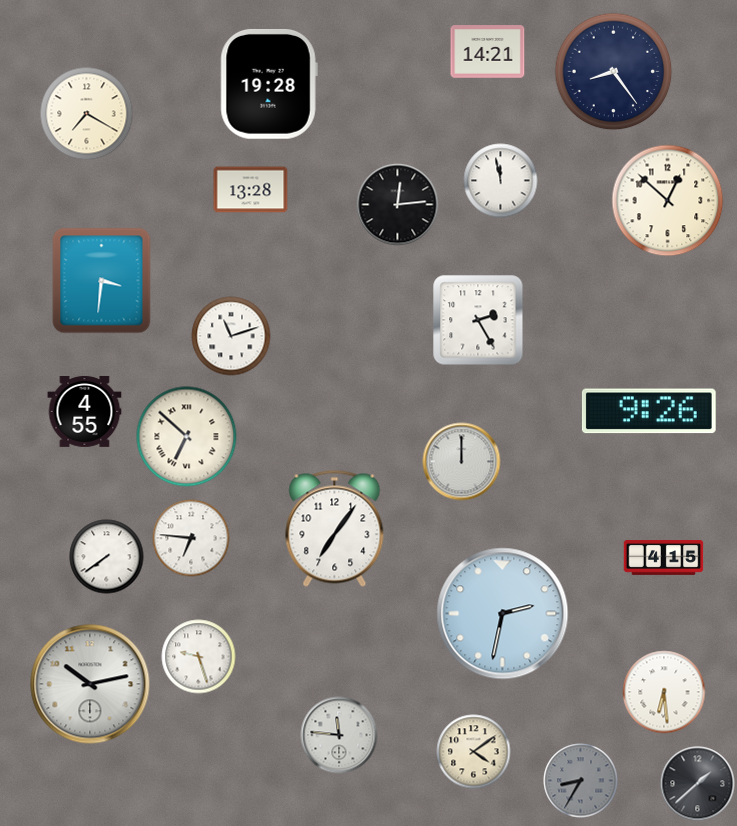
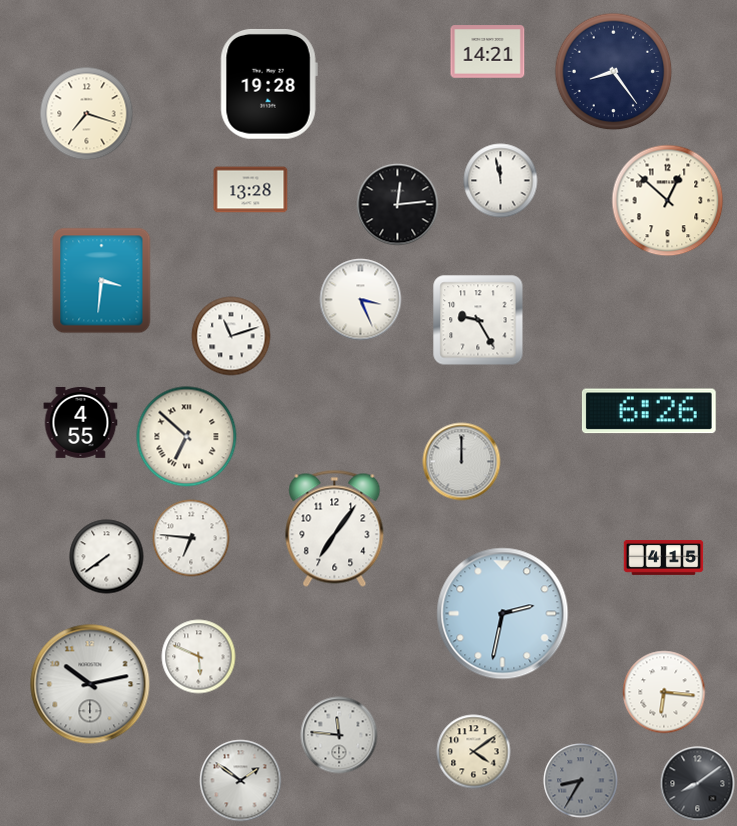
clock at (87, 114): 7:20 -> 7:18
clock at (361, 300): none -> 3:26
clock at (478, 320): 2:25 -> 9:25
clock at (85, 411) position: (85, 411) -> (81, 422)
clock at (649, 411): 9:26 -> 6:26
clock at (199, 657): 9:27 -> 5:49
clock at (664, 692): 6:29 -> 6:16
clock at (241, 781): none -> 1:51
clock at (698, 784): 1:38 -> 8:09
